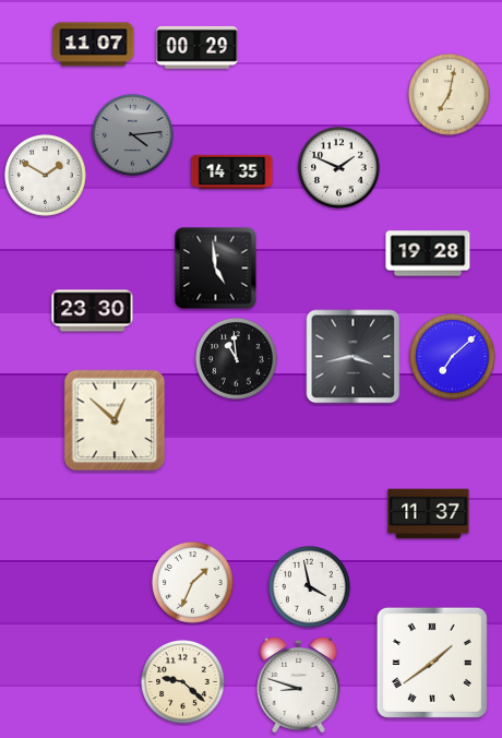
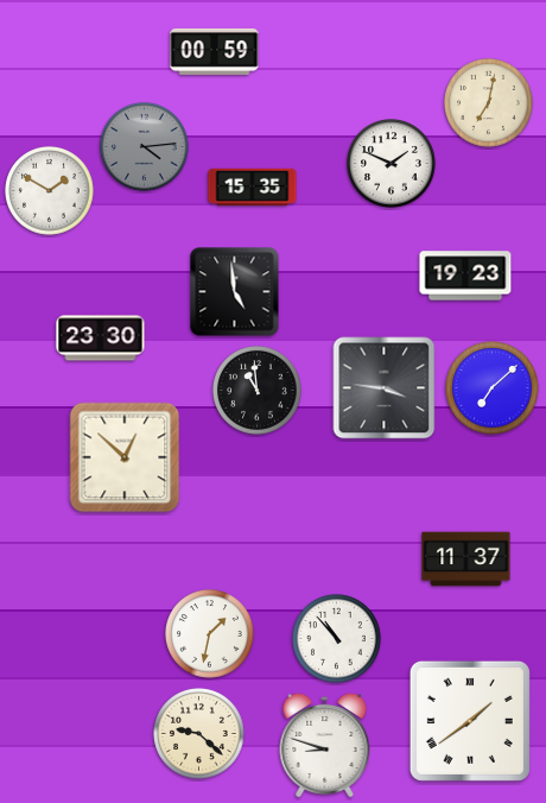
clock at (94, 45): 11:07 -> none
clock at (198, 47): 00:29 -> 00:59
clock at (339, 168) position: (339, 168) -> (392, 164)
clock at (232, 171): 14:35 -> 15:35
clock at (428, 253): 19:28 -> 19:23
clock at (354, 357): 3:43 -> 3:46
clock at (193, 583): 1:34 -> 1:32
clock at (310, 587): 3:58 -> 10:53
clock at (183, 682) position: (183, 682) -> (199, 734)
